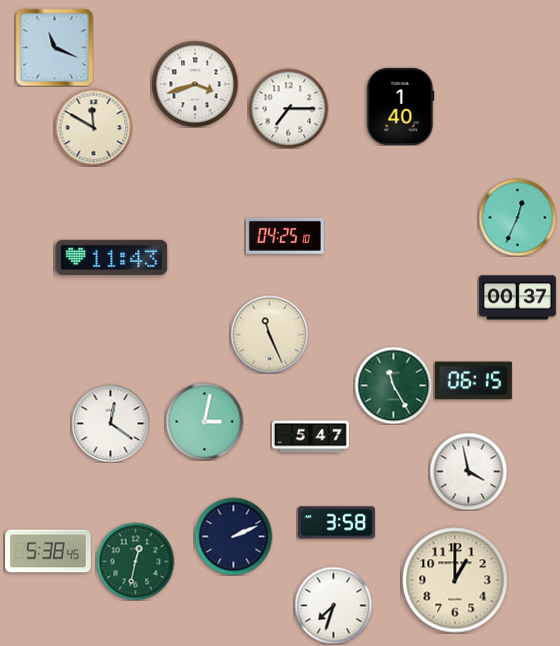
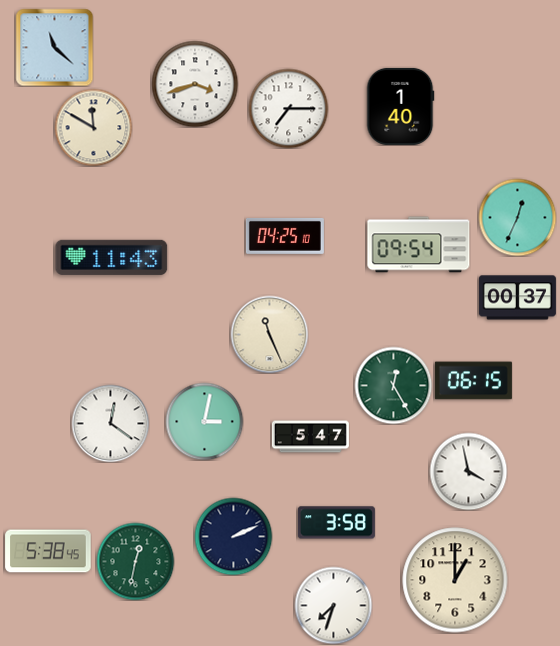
clock at (54, 47): 11:19 -> 11:22
clock at (419, 245): none -> 09:54
clock at (393, 385): 11:25 -> 12:25
